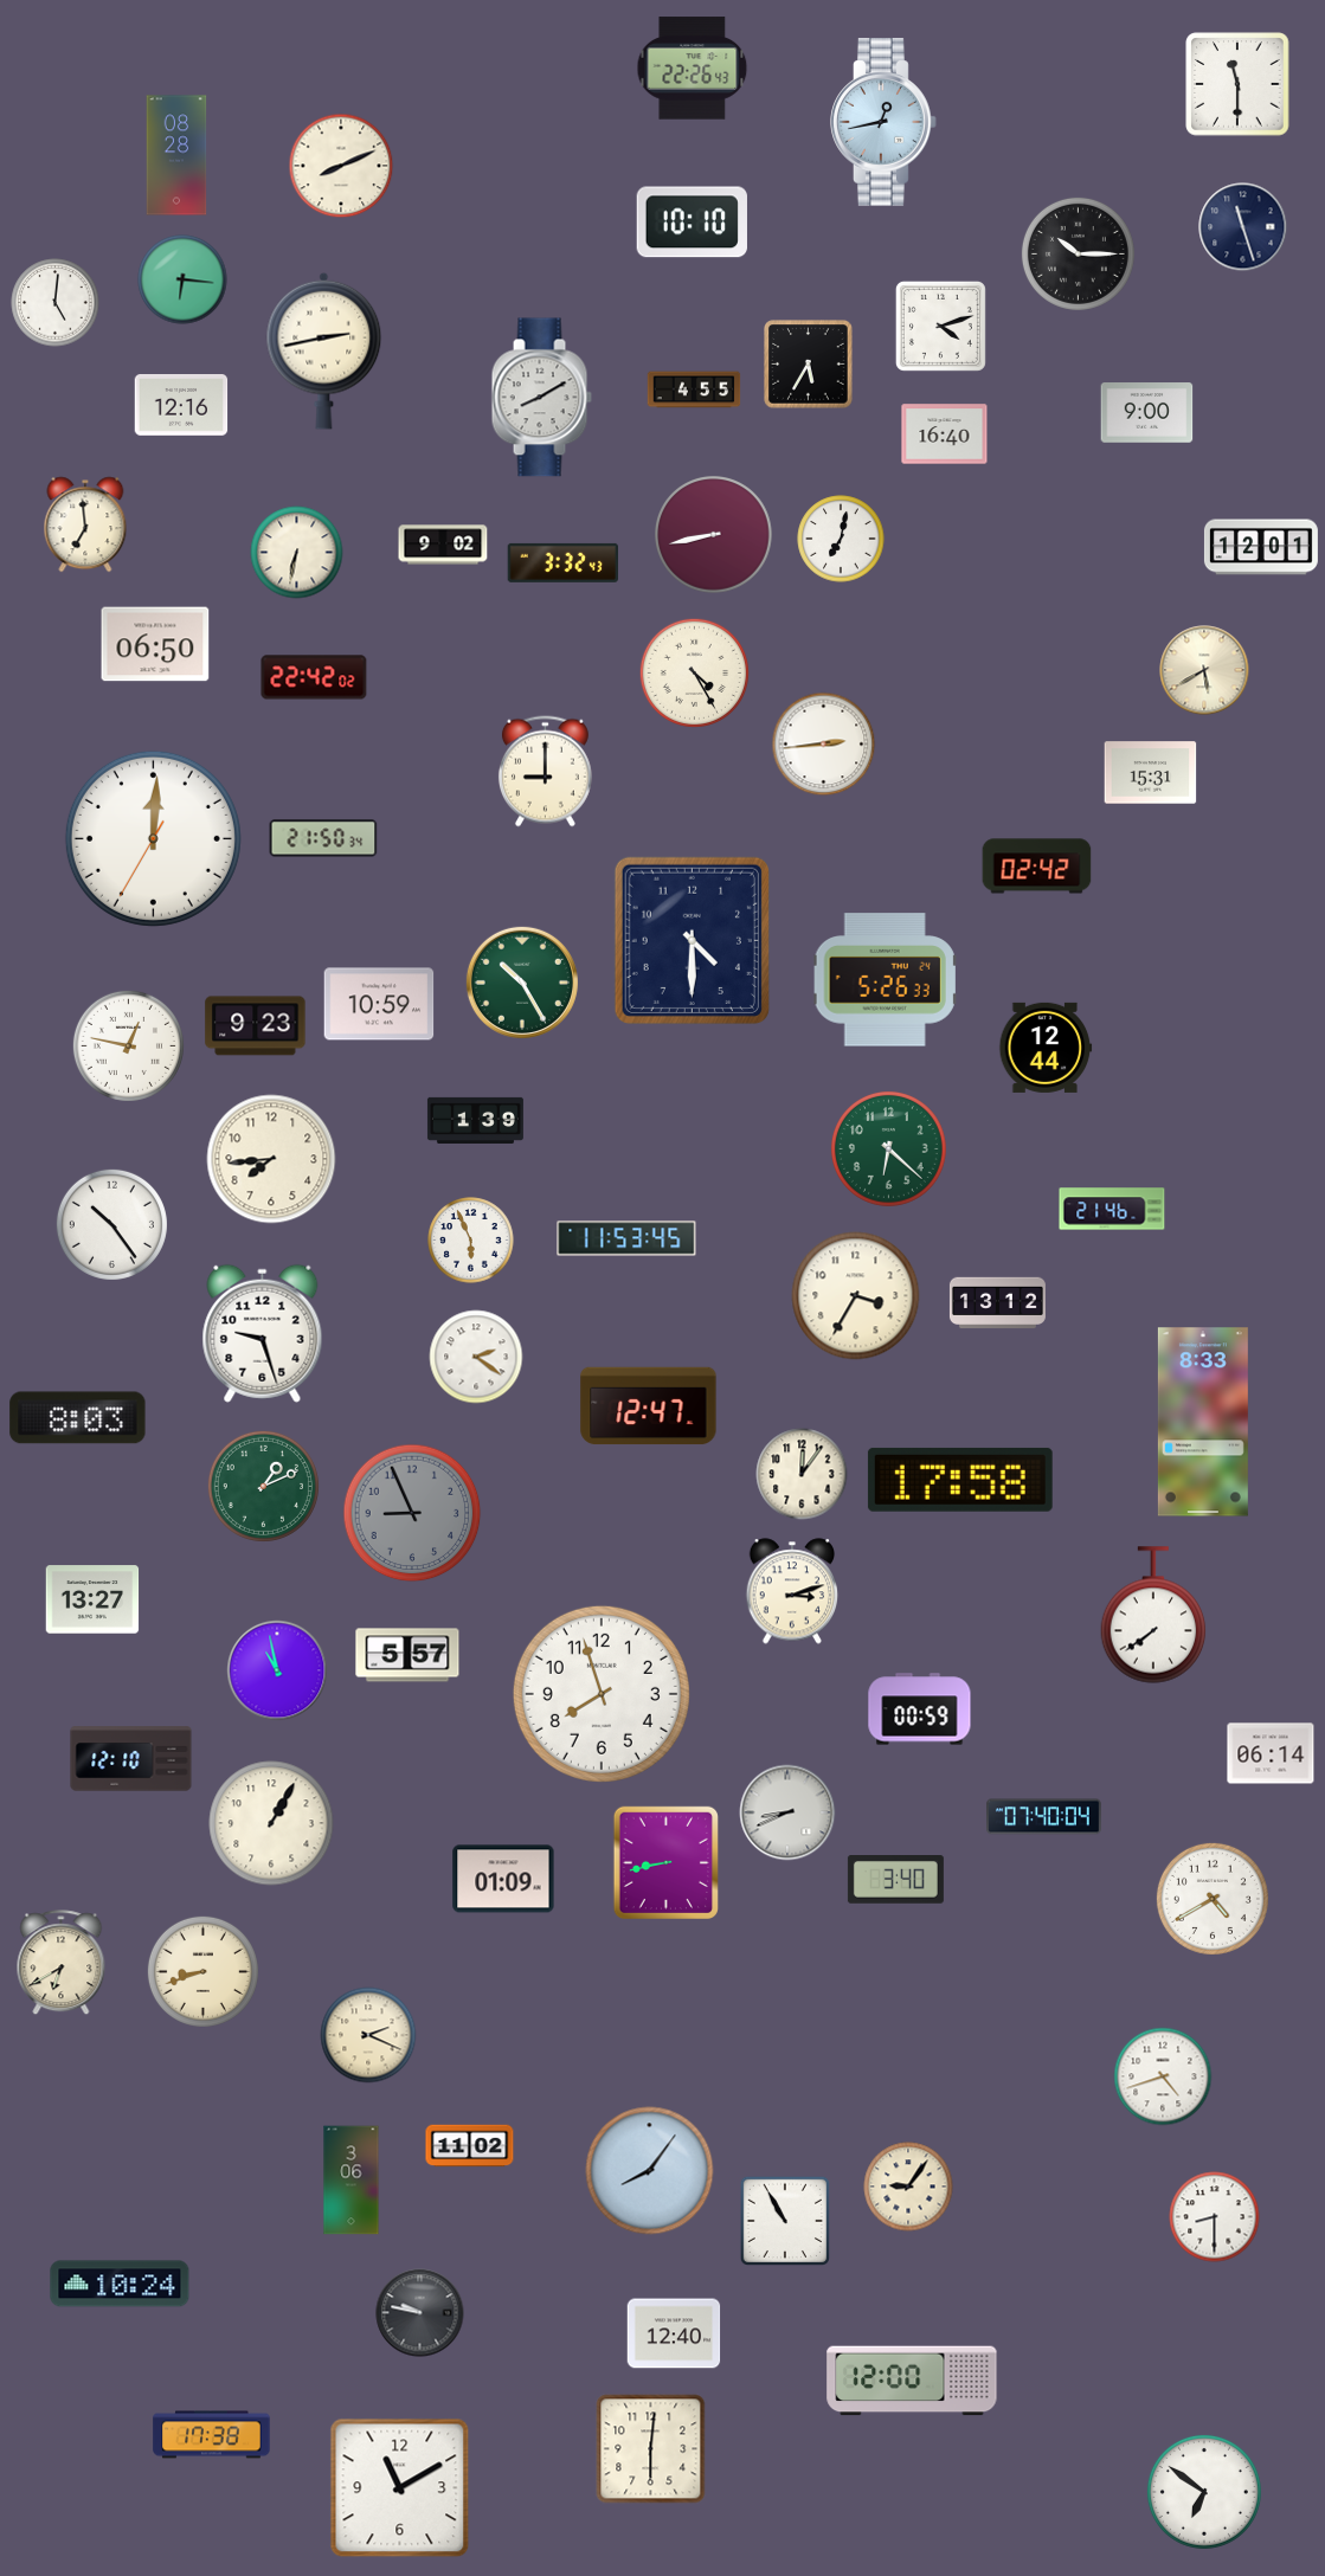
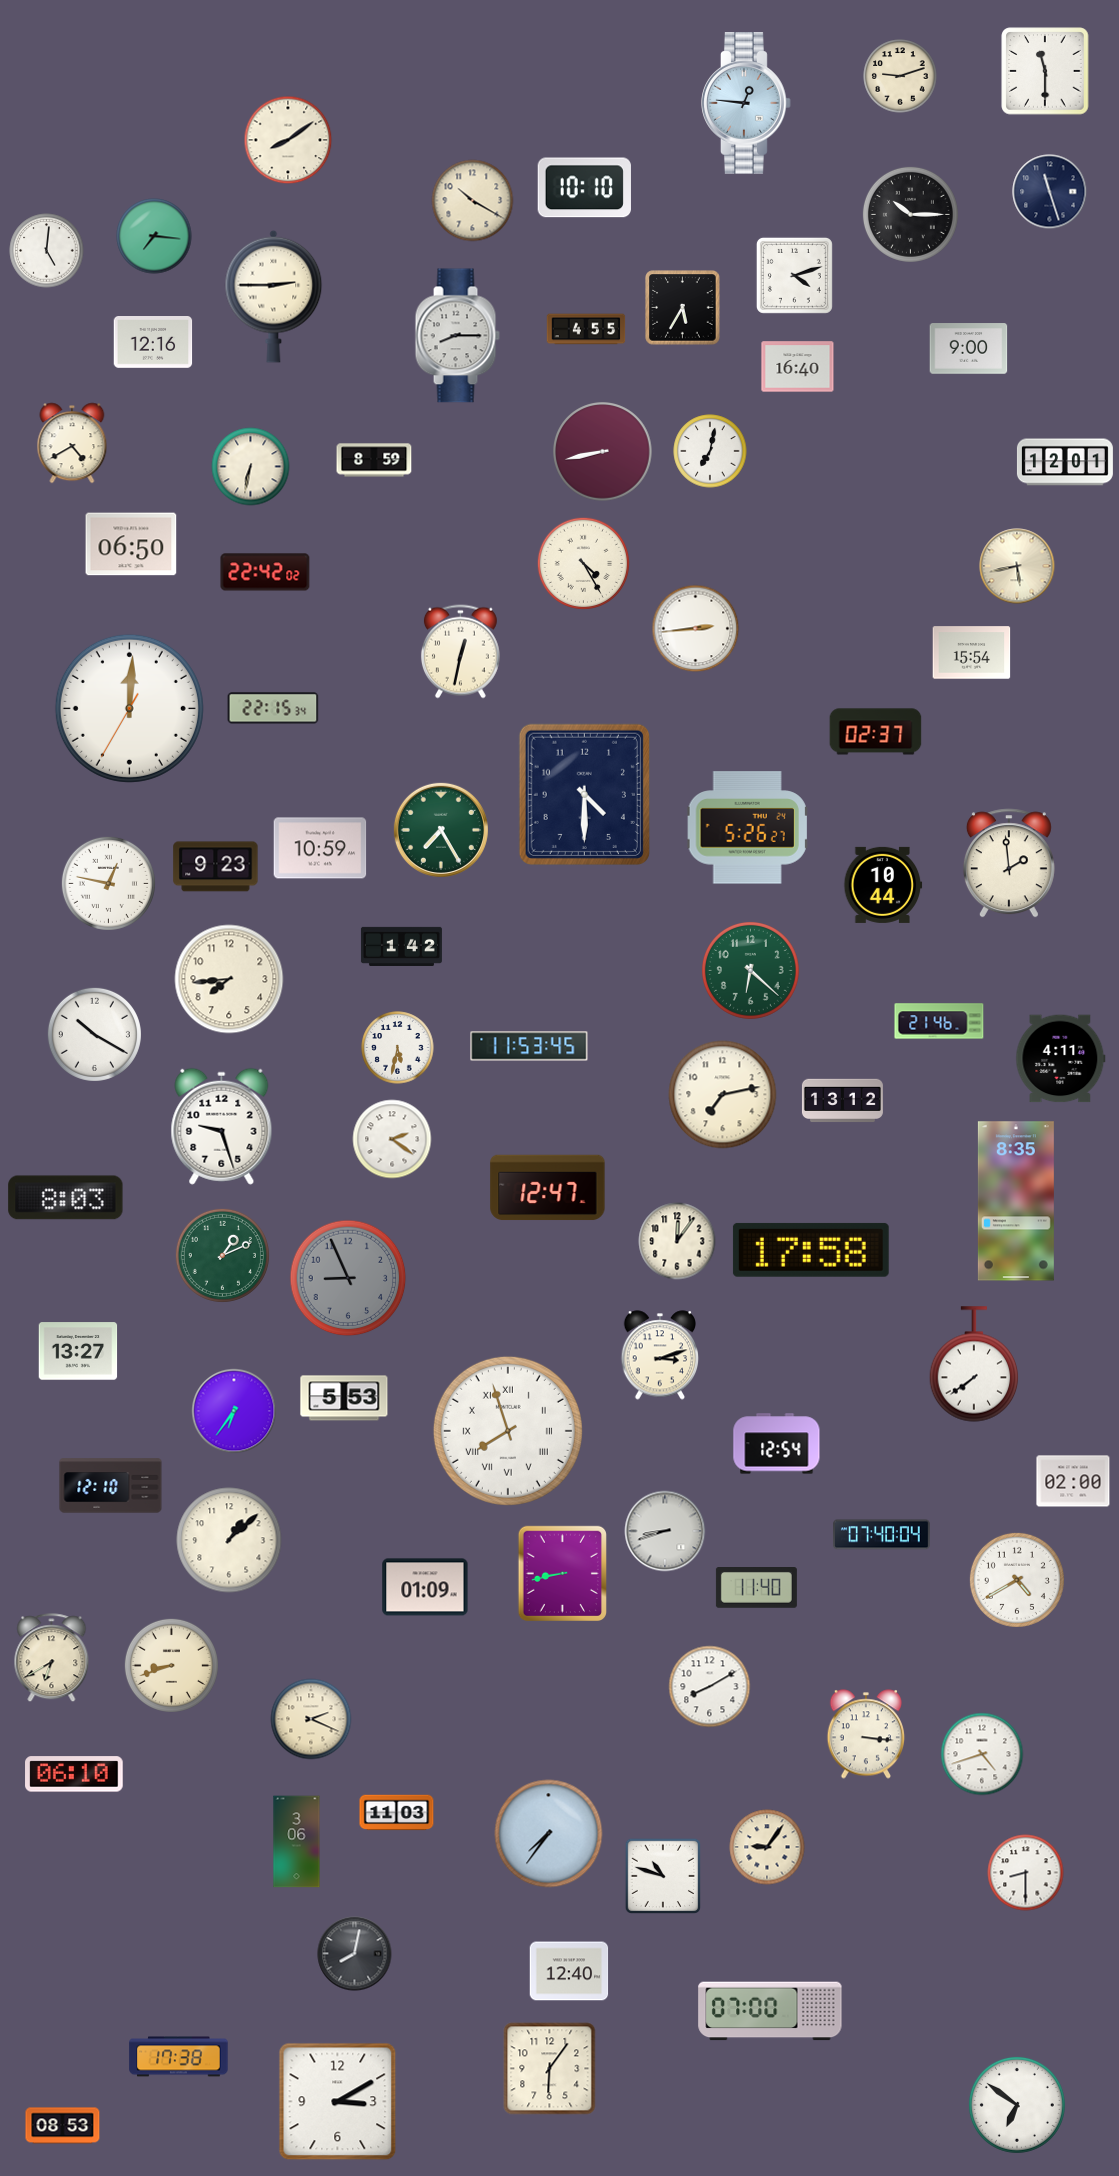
clock at (693, 69): 22:26 -> none
clock at (900, 76): none -> 9:12
clock at (883, 122): 12:43 -> 12:46
clock at (176, 155): 08:28 -> none
clock at (341, 166): 8:11 -> 8:09
clock at (473, 201): none -> 10:20
clock at (182, 279): 6:16 -> 7:16
clock at (56, 303) position: (56, 303) -> (47, 251)
clock at (324, 350): 2:43 -> 2:45
clock at (541, 398): 8:10 -> 8:15
clock at (85, 524): 6:59 -> 4:40
clock at (841, 539) position: (841, 539) -> (710, 451)
clock at (443, 545): 9:02 -> 8:59
clock at (562, 562): 3:32 -> none
clock at (1204, 670): 5:40 -> 5:43
clock at (694, 672) position: (694, 672) -> (583, 563)
clock at (545, 772): 9:00 -> 12:32
clock at (1151, 773): 15:31 -> 15:54
clock at (323, 838): 21:50 -> 22:15
clock at (1037, 867): 02:42 -> 02:37
clock at (886, 980): 5:26:33 -> 5:26:27
clock at (522, 983): 10:25 -> 7:25
clock at (1009, 863): none -> 1:59
clock at (1046, 1048): 12:44 -> 10:44
clock at (475, 1120): 1:39 -> 1:42
clock at (111, 1224): 10:24 -> 10:20
clock at (471, 1241): 5:56 -> 5:32
clock at (1061, 1059): none -> 4:11
clock at (856, 1296): 3:35 -> 7:13
clock at (476, 1357) position: (476, 1357) -> (392, 1139)
clock at (1203, 1422): 8:33 -> 8:35
clock at (802, 1474) position: (802, 1474) -> (677, 1241)
clock at (792, 1591) position: (792, 1591) -> (660, 1355)
clock at (407, 1655): 5:57 -> 5:53
clock at (277, 1670): 10:58 -> 6:36
clock at (602, 1694) numerals: Arabic -> Roman
clock at (920, 1709): 00:59 -> 12:54
clock at (1271, 1753): 06:14 -> 02:00
clock at (787, 1812): 8:41 -> 8:42
clock at (271, 1823): 1:05 -> 1:08
clock at (895, 1880): 3:40 -> 11:40
clock at (1213, 1899) position: (1213, 1899) -> (1017, 1580)
clock at (710, 1687): none -> 8:10
clock at (866, 1734): none -> 3:16
clock at (74, 1774): none -> 06:10
clock at (470, 2146): 11:02 -> 11:03
clock at (650, 2171): 8:06 -> 7:36
clock at (784, 2220): 10:55 -> 10:48
clock at (120, 2284): 10:24 -> none
clock at (420, 2313): 9:47 -> 8:02
clock at (912, 2381): 12:00 -> 07:00
clock at (651, 2449): 6:01 -> 6:06
clock at (400, 2488): 11:10 -> 3:10
clock at (63, 2126): none -> 08:53
